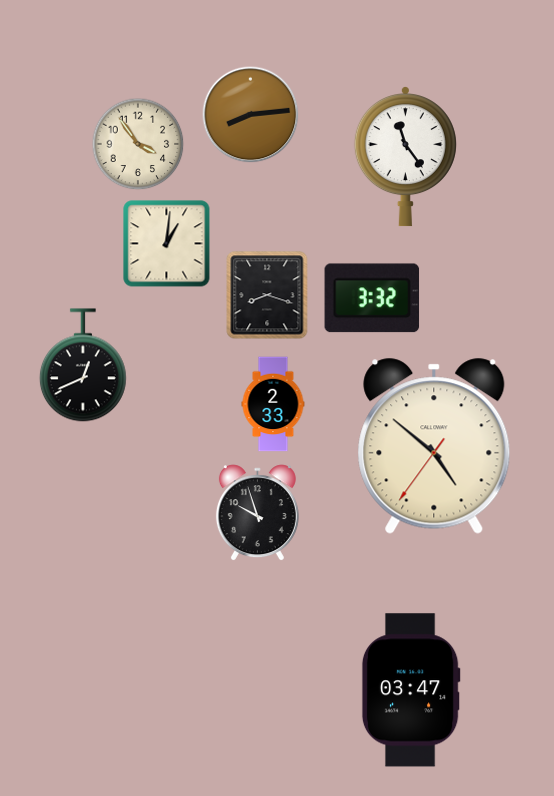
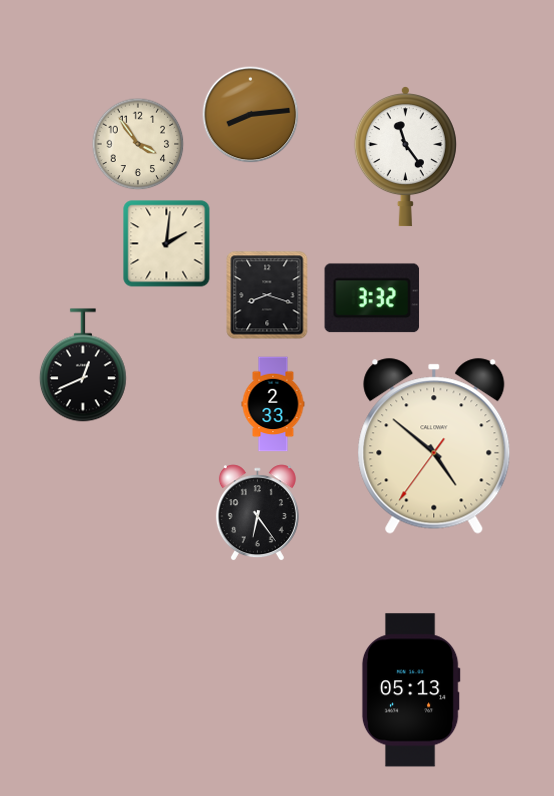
clock at (167, 244): 1:01 -> 2:01
clock at (257, 513): 9:57 -> 6:24
clock at (411, 690): 03:47 -> 05:13
